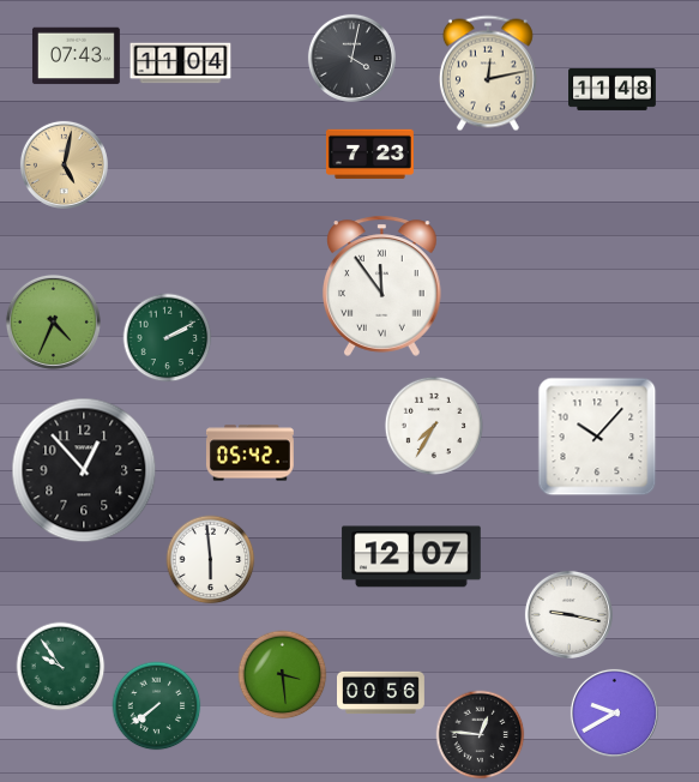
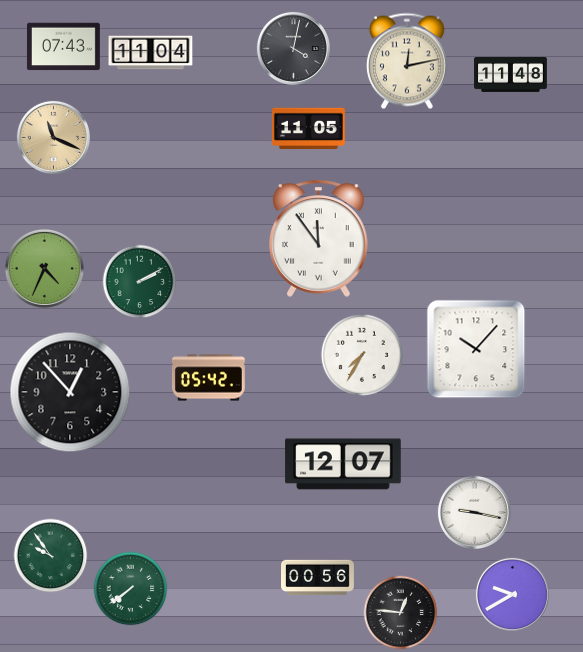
clock at (370, 155): 7:23 -> 11:05
clock at (64, 164): 5:02 -> 11:19
clock at (597, 437) position: (597, 437) -> (476, 349)
clock at (211, 560): 5:59 -> none
clock at (283, 675): 3:29 -> none
